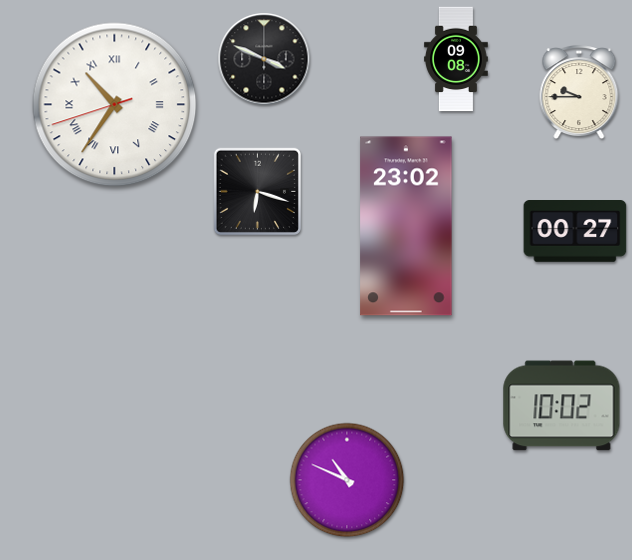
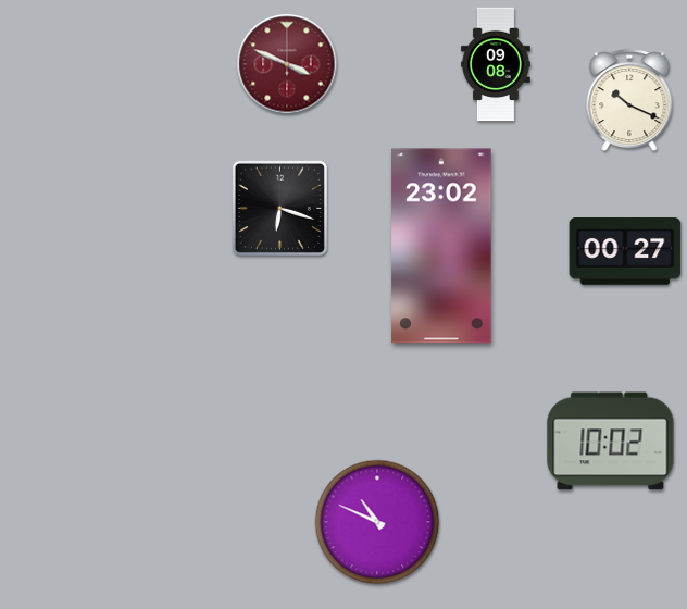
clock at (264, 59) dial: black -> burgundy
clock at (579, 93): 9:45 -> 10:19
clock at (115, 105): 10:35 -> none
